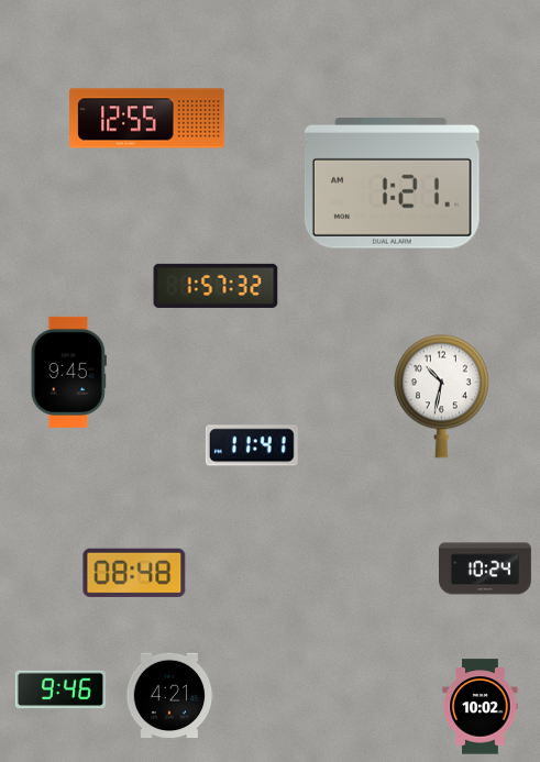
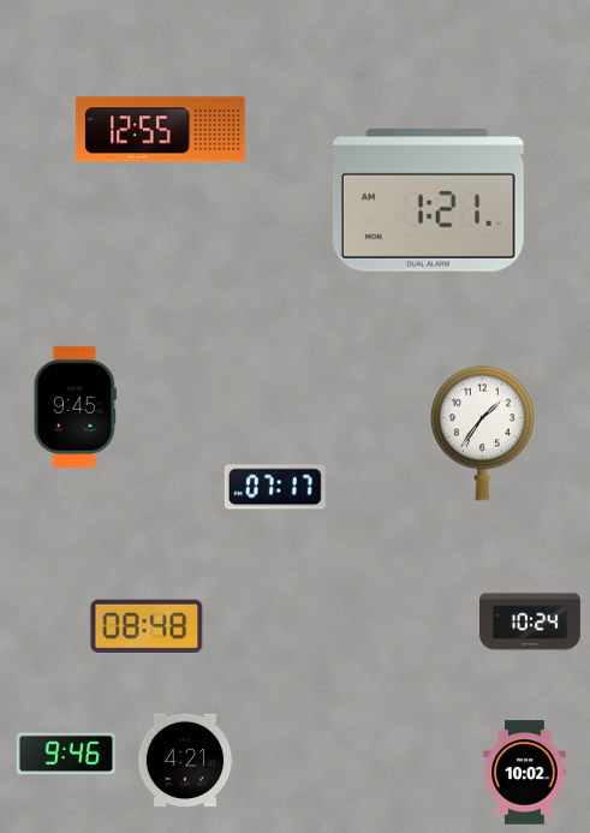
clock at (216, 286): 1:57 -> none
clock at (441, 396): 10:32 -> 1:36
clock at (252, 445): 11:41 -> 07:17
